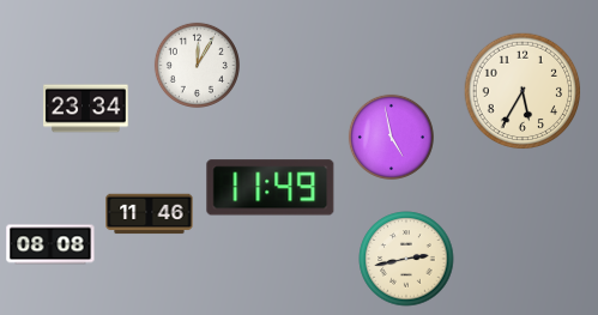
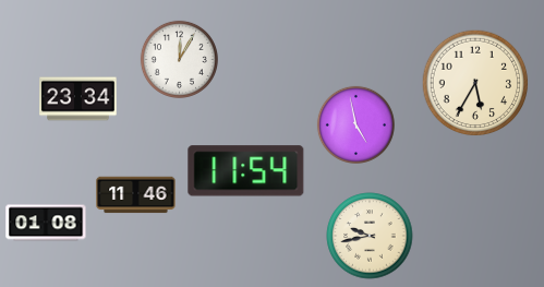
clock at (271, 188): 11:49 -> 11:54
clock at (50, 244): 08:08 -> 01:08
clock at (406, 259): 2:43 -> 9:43
